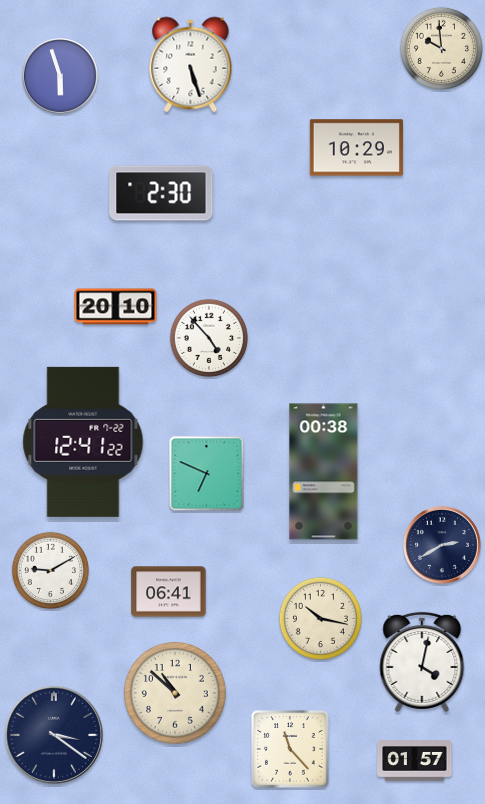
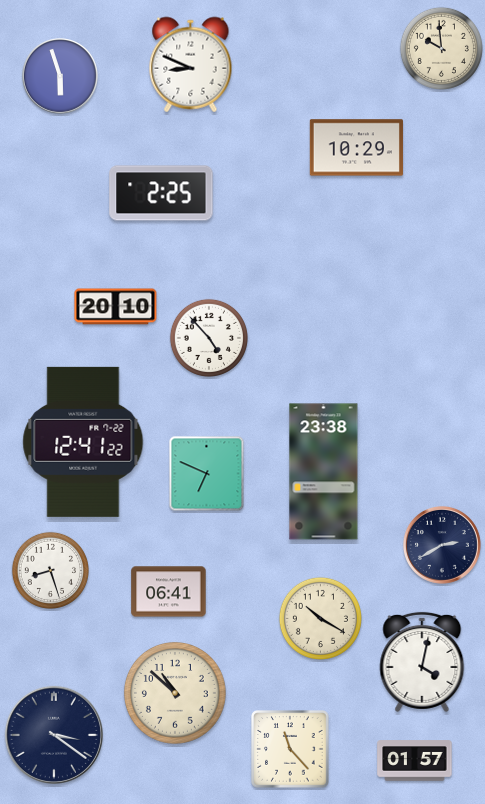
clock at (191, 65): 5:27 -> 8:49
clock at (161, 193): 2:30 -> 2:25
clock at (324, 472): 00:38 -> 23:38
clock at (50, 570): 9:10 -> 8:27
clock at (320, 618): 10:17 -> 10:20
